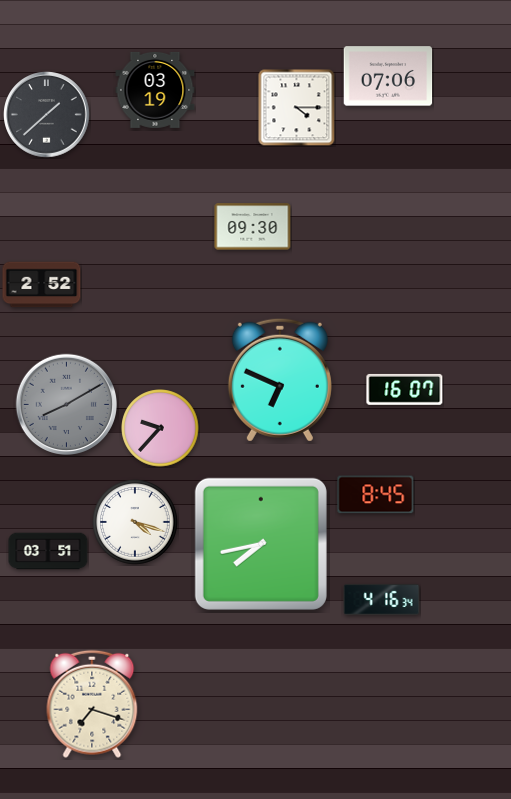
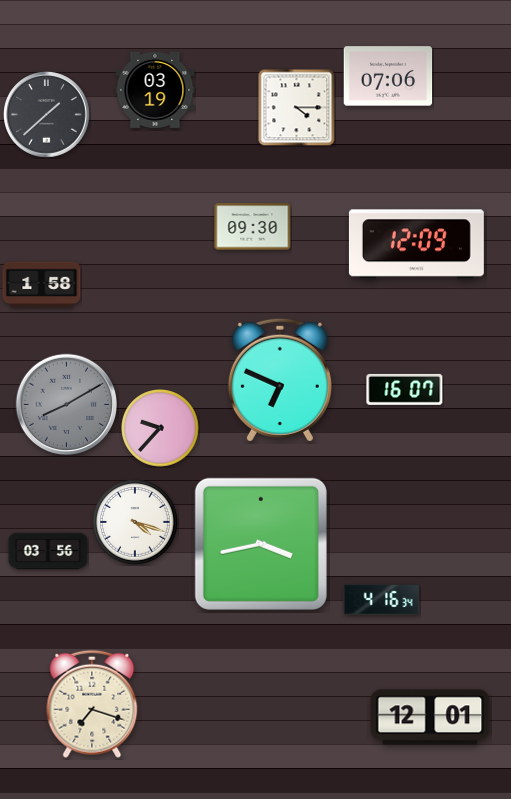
clock at (416, 245): none -> 12:09
clock at (42, 285): 2:52 -> 1:58
clock at (376, 495): 8:45 -> none
clock at (261, 544): 7:43 -> 3:43
clock at (48, 551): 03:51 -> 03:56
clock at (430, 717): none -> 12:01
